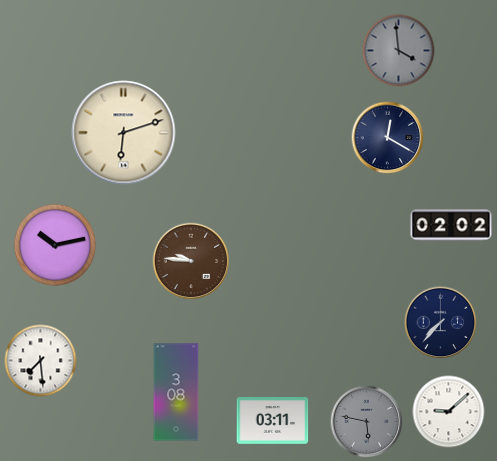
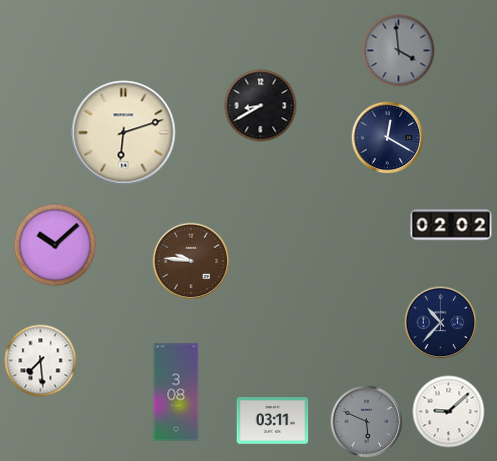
clock at (261, 106): none -> 8:40
clock at (55, 245): 10:13 -> 10:08
clock at (441, 323): 7:37 -> 10:37
clock at (367, 422): 5:47 -> 5:49
